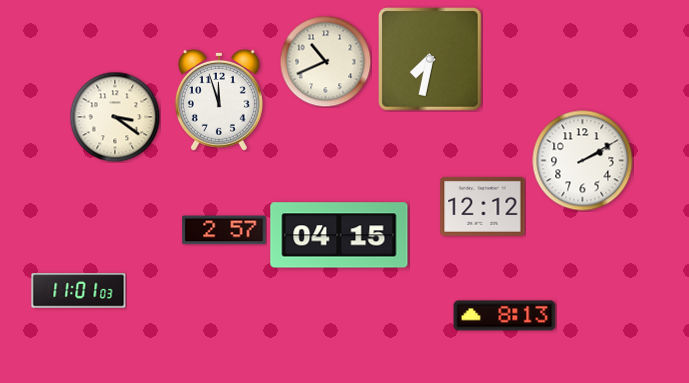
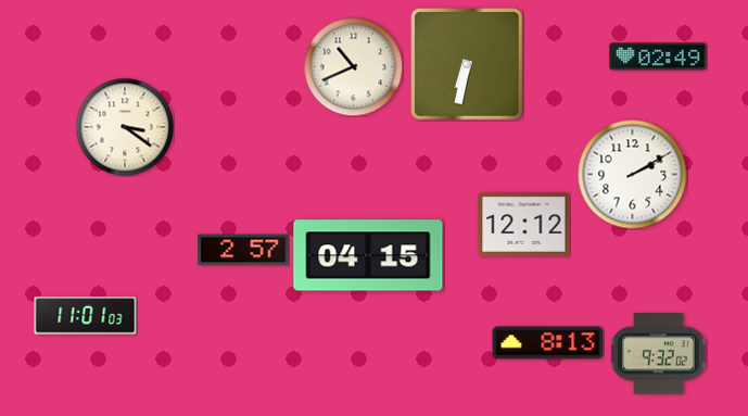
clock at (658, 56): none -> 02:49
clock at (430, 59): 7:32 -> 6:32
clock at (219, 100): 11:57 -> none
clock at (659, 354): none -> 9:32
